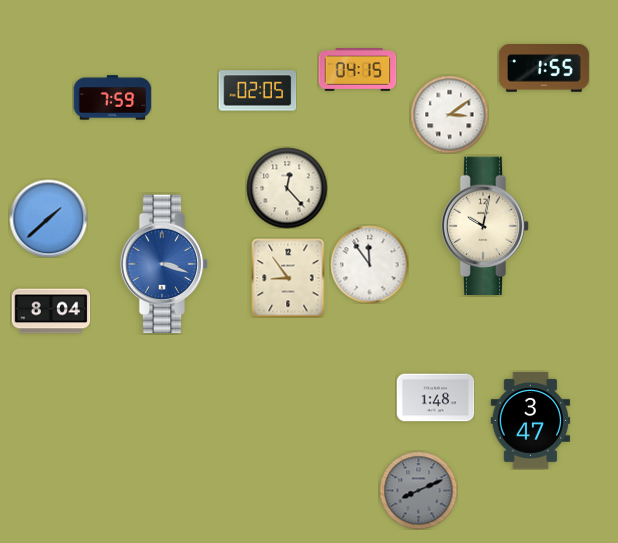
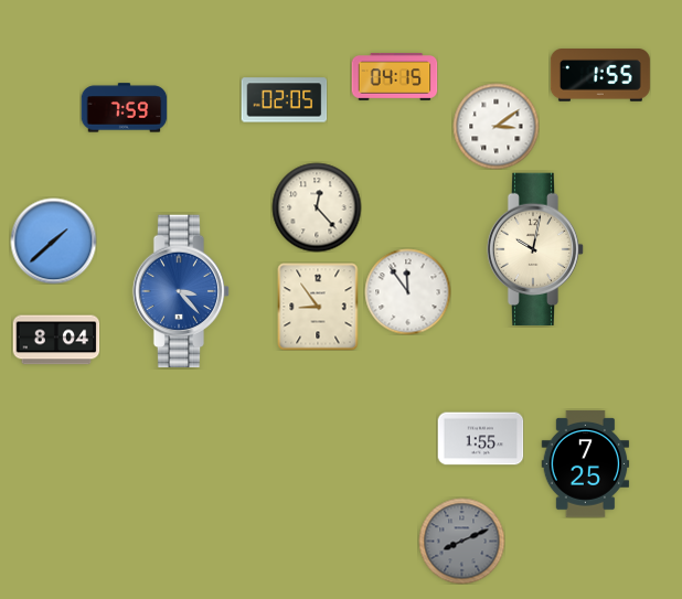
clock at (164, 264): 3:18 -> 3:23
clock at (51, 311) position: (51, 311) -> (56, 340)
clock at (435, 398): 1:48 -> 1:55
clock at (531, 421): 3:47 -> 7:25
